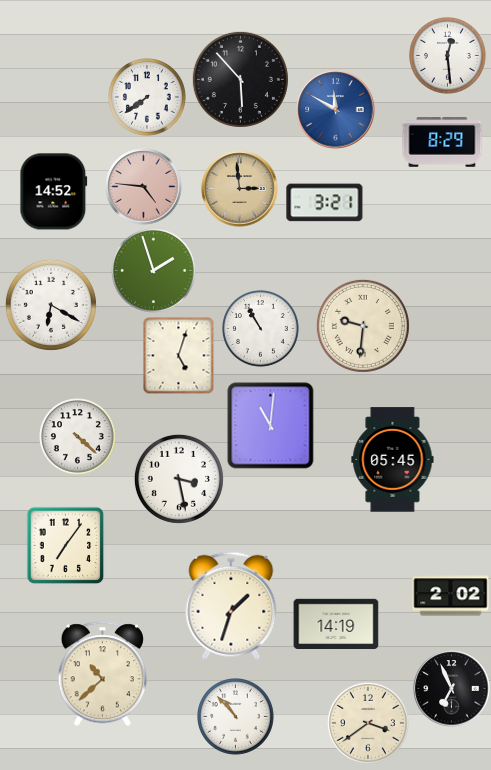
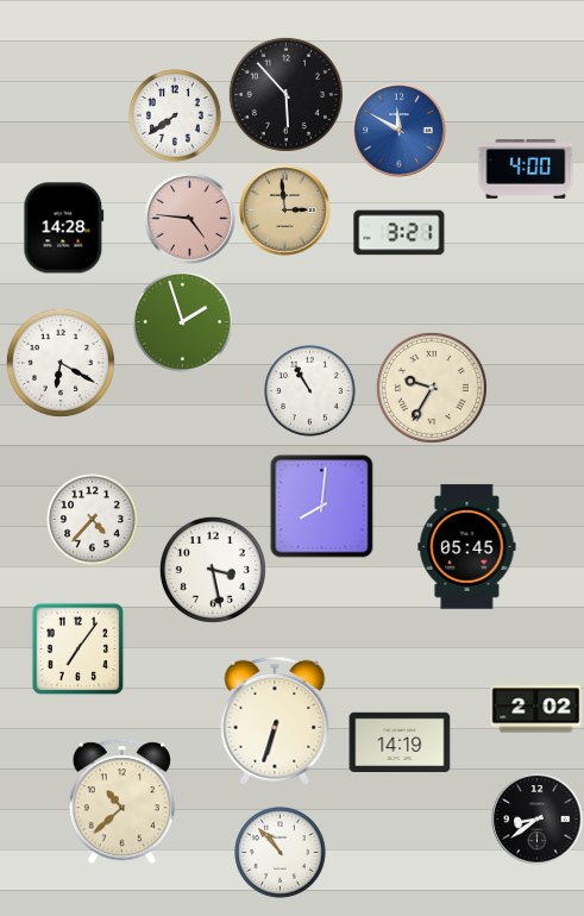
clock at (448, 56): 12:29 -> none
clock at (442, 142): 8:29 -> 4:00
clock at (144, 187) position: (144, 187) -> (190, 219)
clock at (240, 189) position: (240, 189) -> (285, 211)
clock at (54, 192): 14:52 -> 14:28
clock at (325, 203) position: (325, 203) -> (400, 233)
clock at (363, 326): 9:31 -> 9:35
clock at (179, 355): 5:03 -> none
clock at (271, 426): 11:01 -> 8:01
clock at (78, 437): 4:22 -> 4:37
clock at (231, 606): 1:33 -> 6:33
clock at (452, 689): 6:56 -> 8:39
clock at (368, 723): 3:39 -> none
